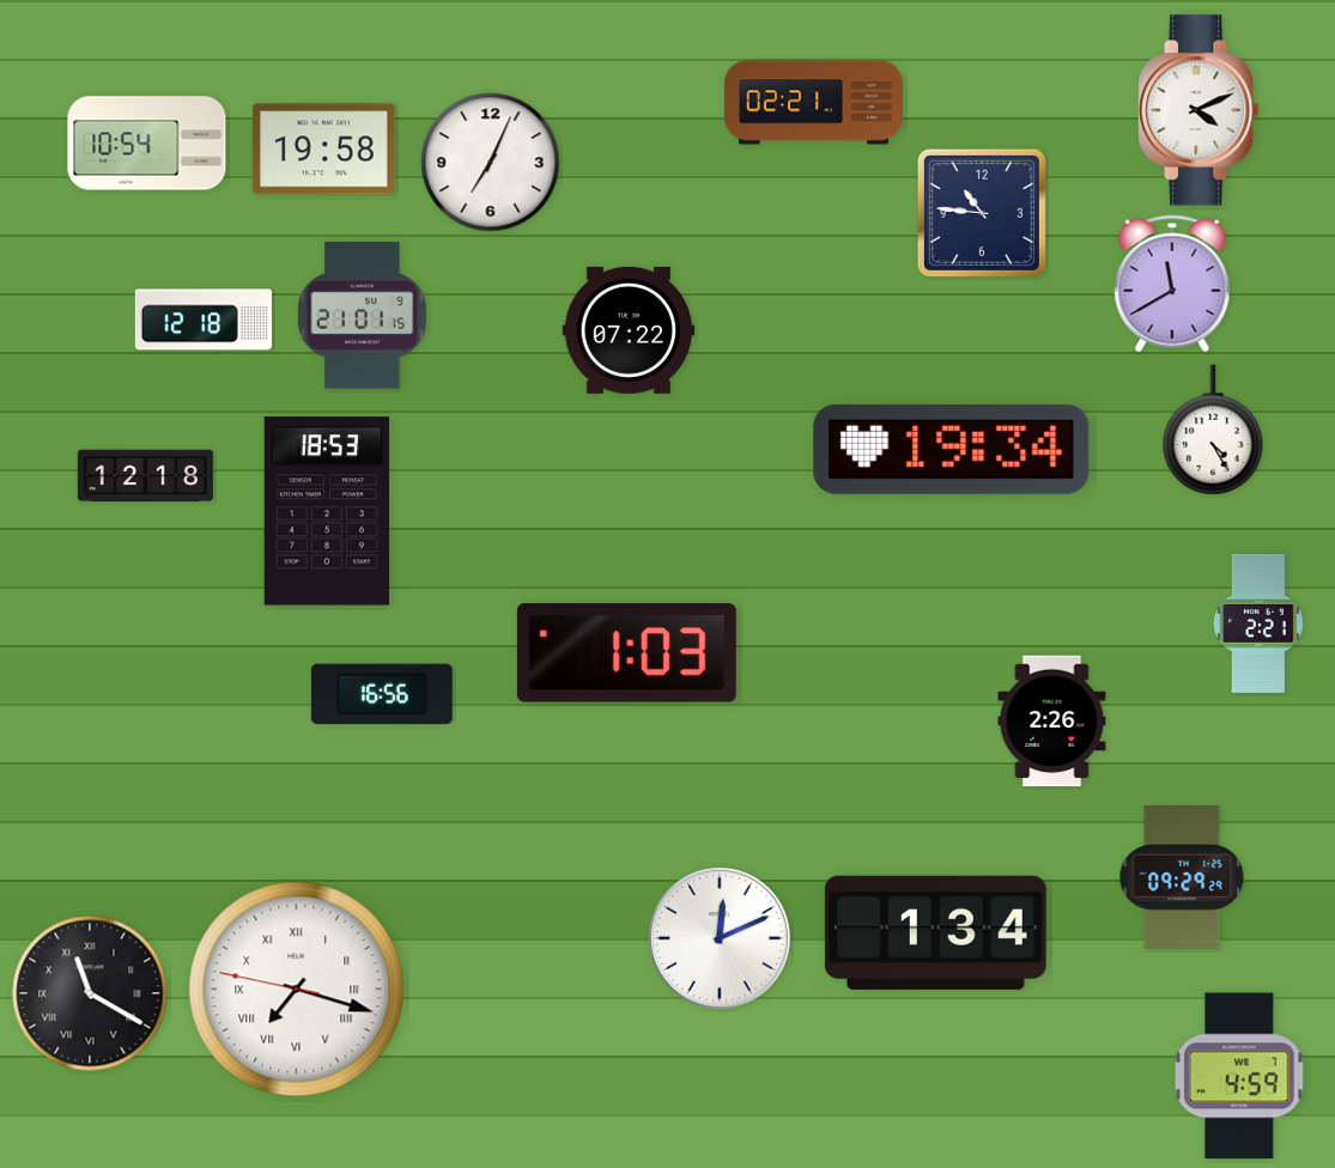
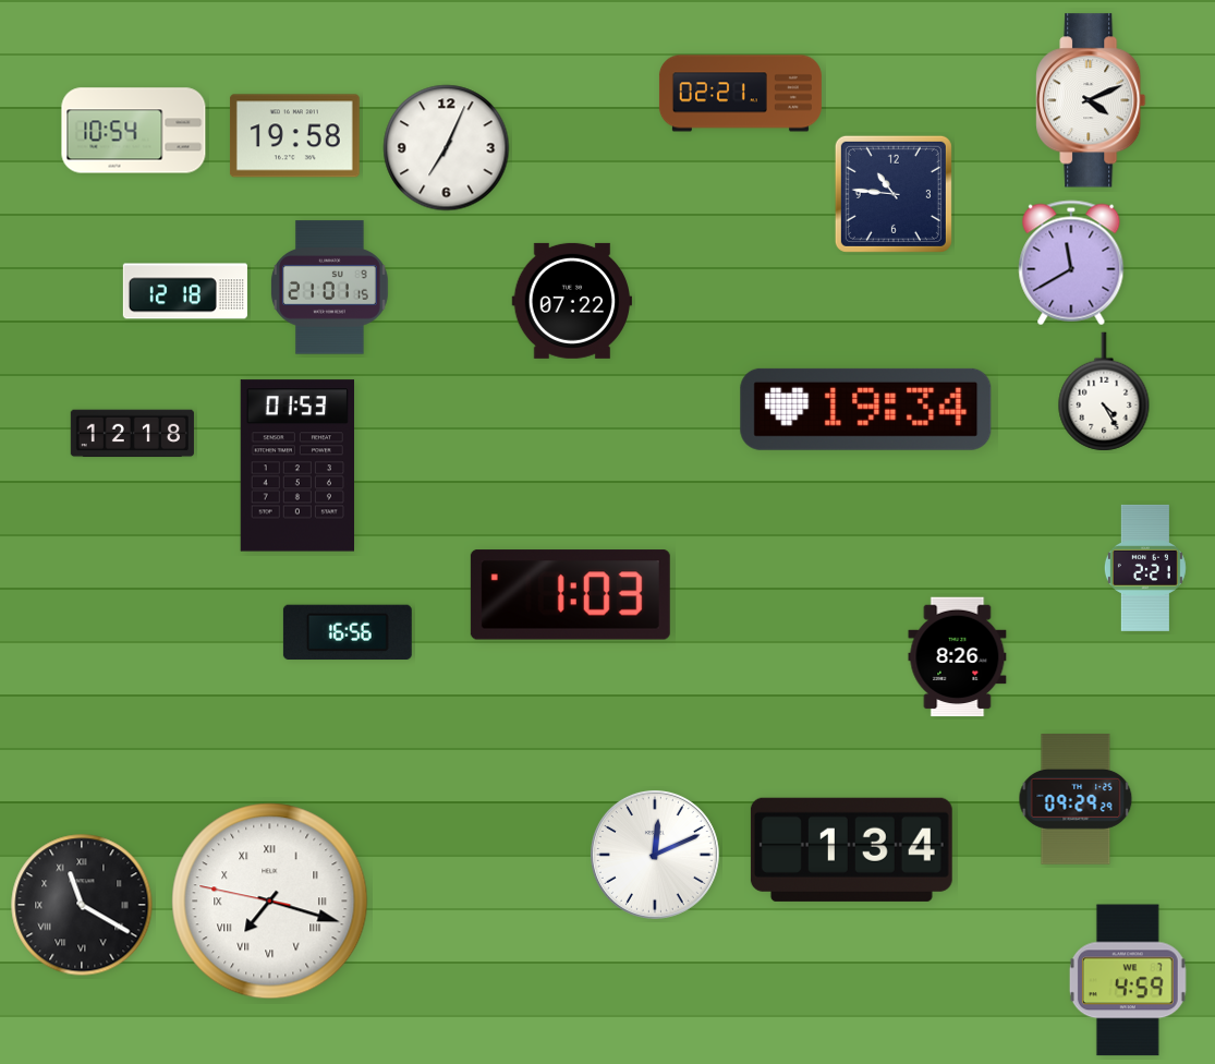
clock at (1172, 284) position: (1172, 284) -> (1071, 263)
clock at (326, 511): 18:53 -> 01:53
clock at (1052, 722): 2:26 -> 8:26
